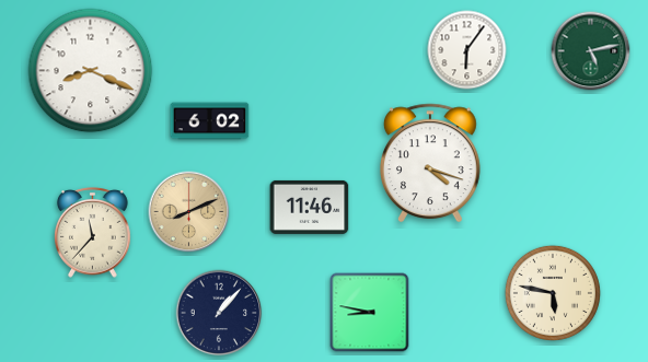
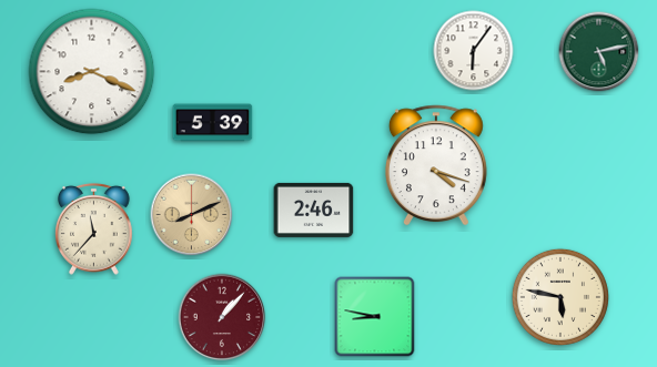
clock at (210, 121): 6:02 -> 5:39
clock at (310, 207): 11:46 -> 2:46
clock at (93, 232) position: (93, 232) -> (94, 228)
clock at (219, 313) dial: navy -> burgundy
